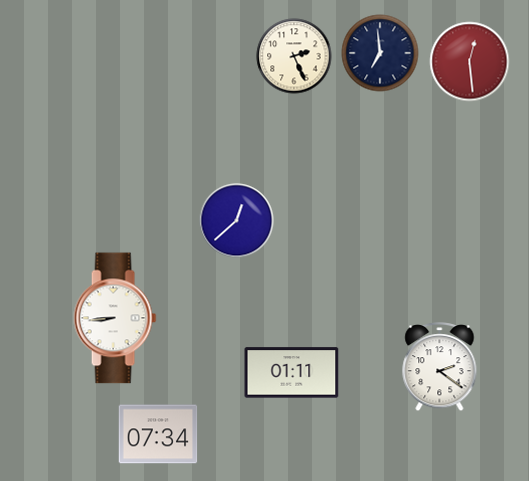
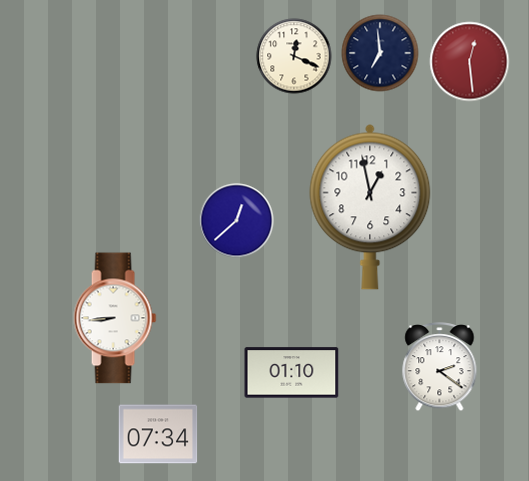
clock at (294, 56): 2:26 -> 12:19
clock at (370, 207): none -> 12:58
clock at (292, 373): 01:11 -> 01:10
